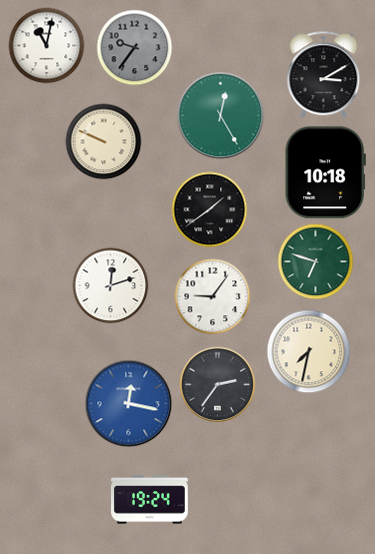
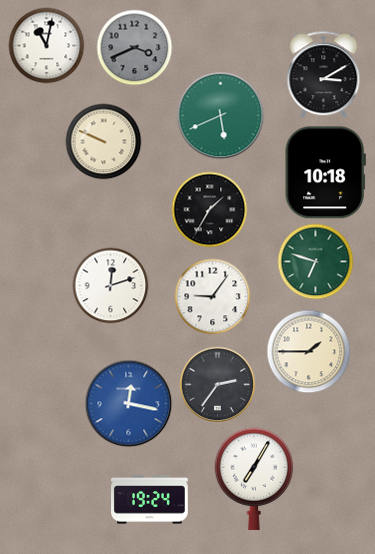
clock at (135, 48): 9:36 -> 3:41
clock at (221, 116): 12:25 -> 5:41
clock at (210, 210): 1:39 -> 1:35
clock at (309, 352): 7:32 -> 1:45
clock at (254, 479): none -> 7:05
